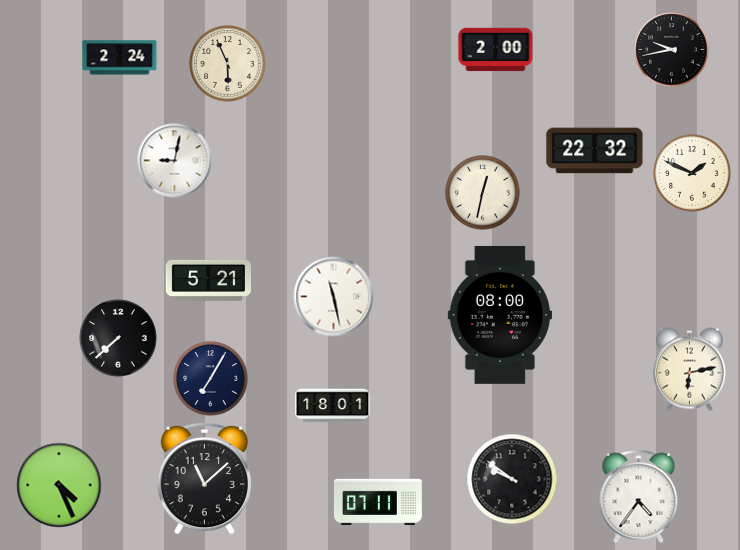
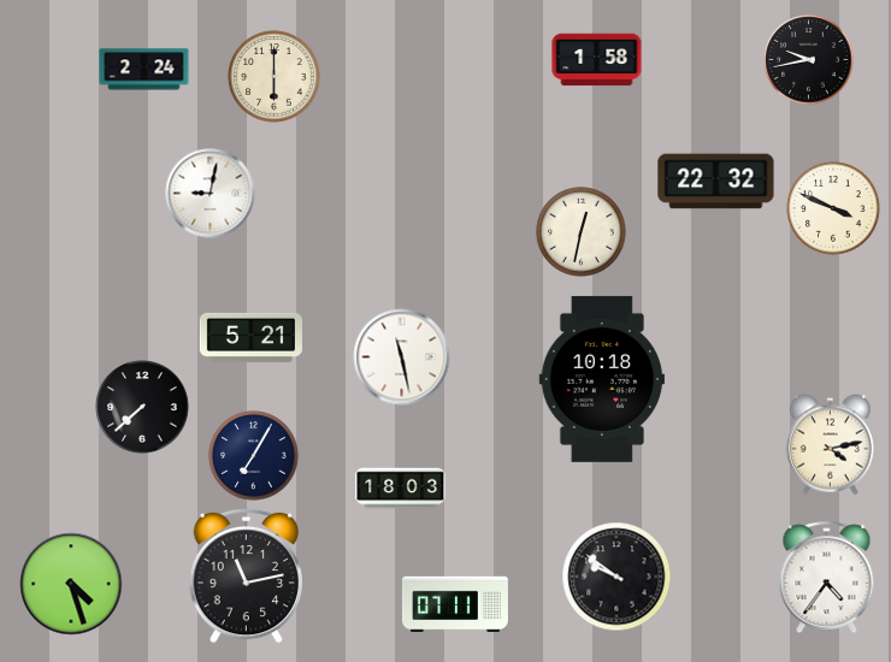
clock at (496, 50): 2:00 -> 1:58
clock at (228, 64): 5:56 -> 6:00
clock at (692, 173): 1:49 -> 3:49
clock at (500, 315): 08:00 -> 10:18
clock at (689, 370): 6:13 -> 4:13
clock at (333, 406): 18:01 -> 18:03
clock at (205, 478): 11:08 -> 11:13
clock at (59, 485): 4:26 -> 4:27
clock at (639, 497) position: (639, 497) -> (827, 578)
